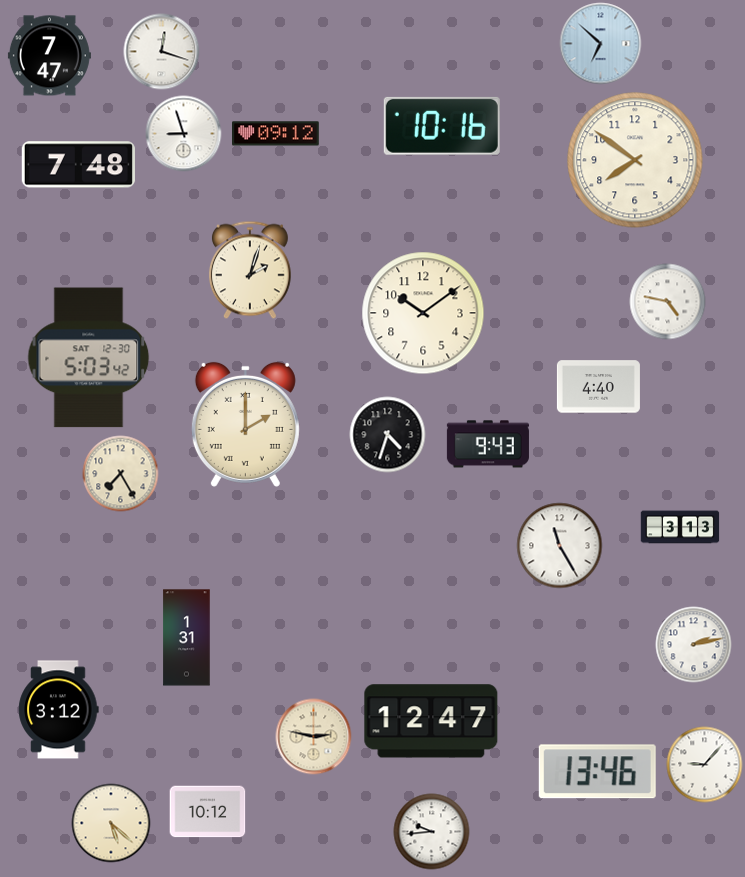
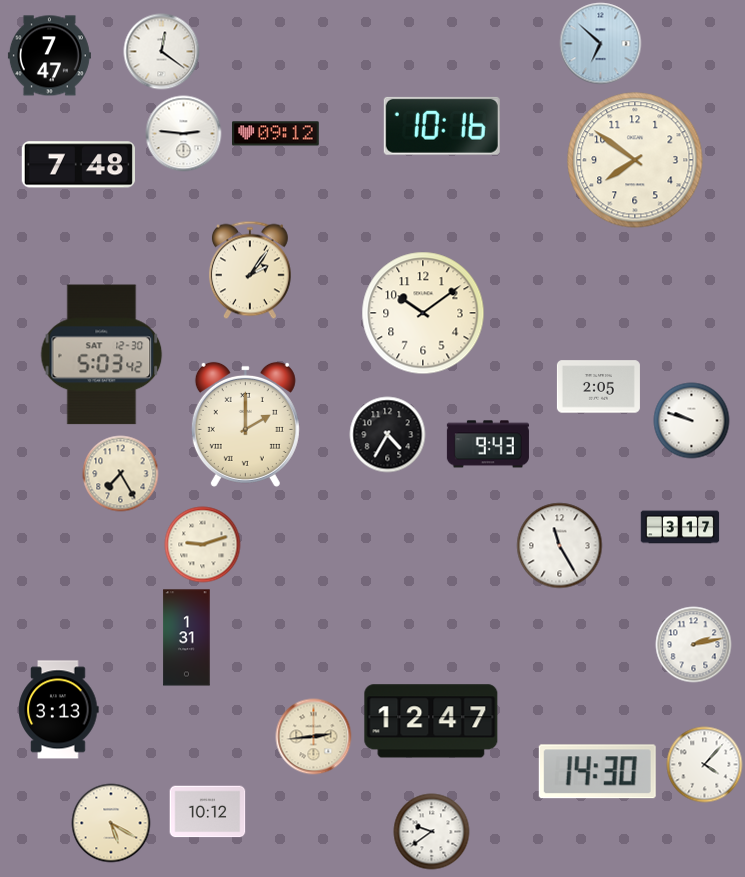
clock at (162, 52): 12:18 -> 12:21
clock at (184, 134): 8:57 -> 2:46
clock at (250, 270): 2:03 -> 2:06
clock at (668, 302): 4:47 -> none
clock at (89, 358) position: (89, 358) -> (102, 355)
clock at (598, 387): 4:40 -> 2:05
clock at (692, 421): none -> 9:48
clock at (388, 435): 4:33 -> 4:35
clock at (680, 527): 3:13 -> 3:17
clock at (203, 545): none -> 9:12
clock at (59, 710): 3:12 -> 3:13
clock at (314, 737): 2:47 -> 2:44
clock at (705, 765): 9:07 -> 4:07
clock at (597, 772): 13:46 -> 14:30
clock at (111, 823): 5:22 -> 5:20
clock at (432, 832): 9:44 -> 9:39
